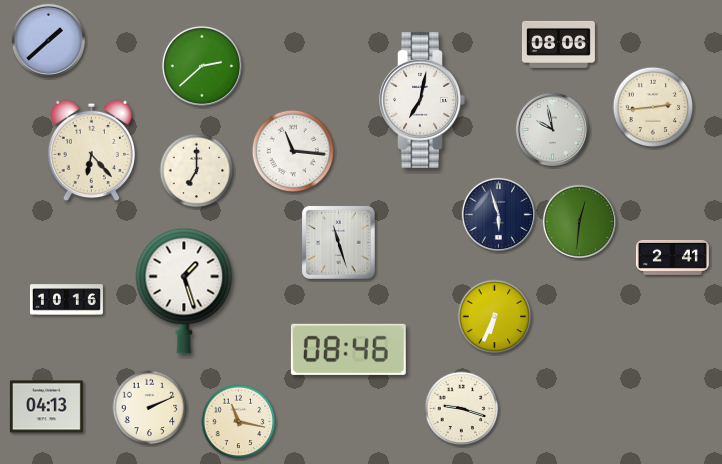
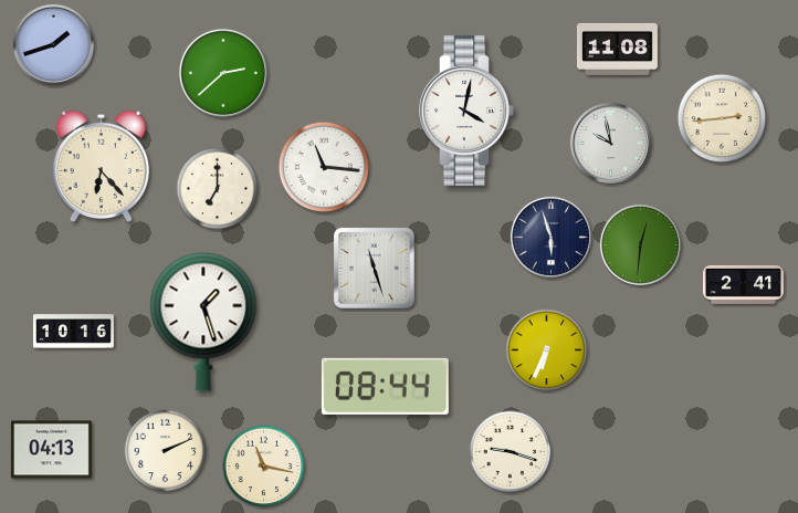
clock at (48, 40): 1:38 -> 1:42
clock at (558, 44): 08:06 -> 11:08
clock at (422, 100): 7:02 -> 4:02
clock at (348, 349): 08:46 -> 08:44
